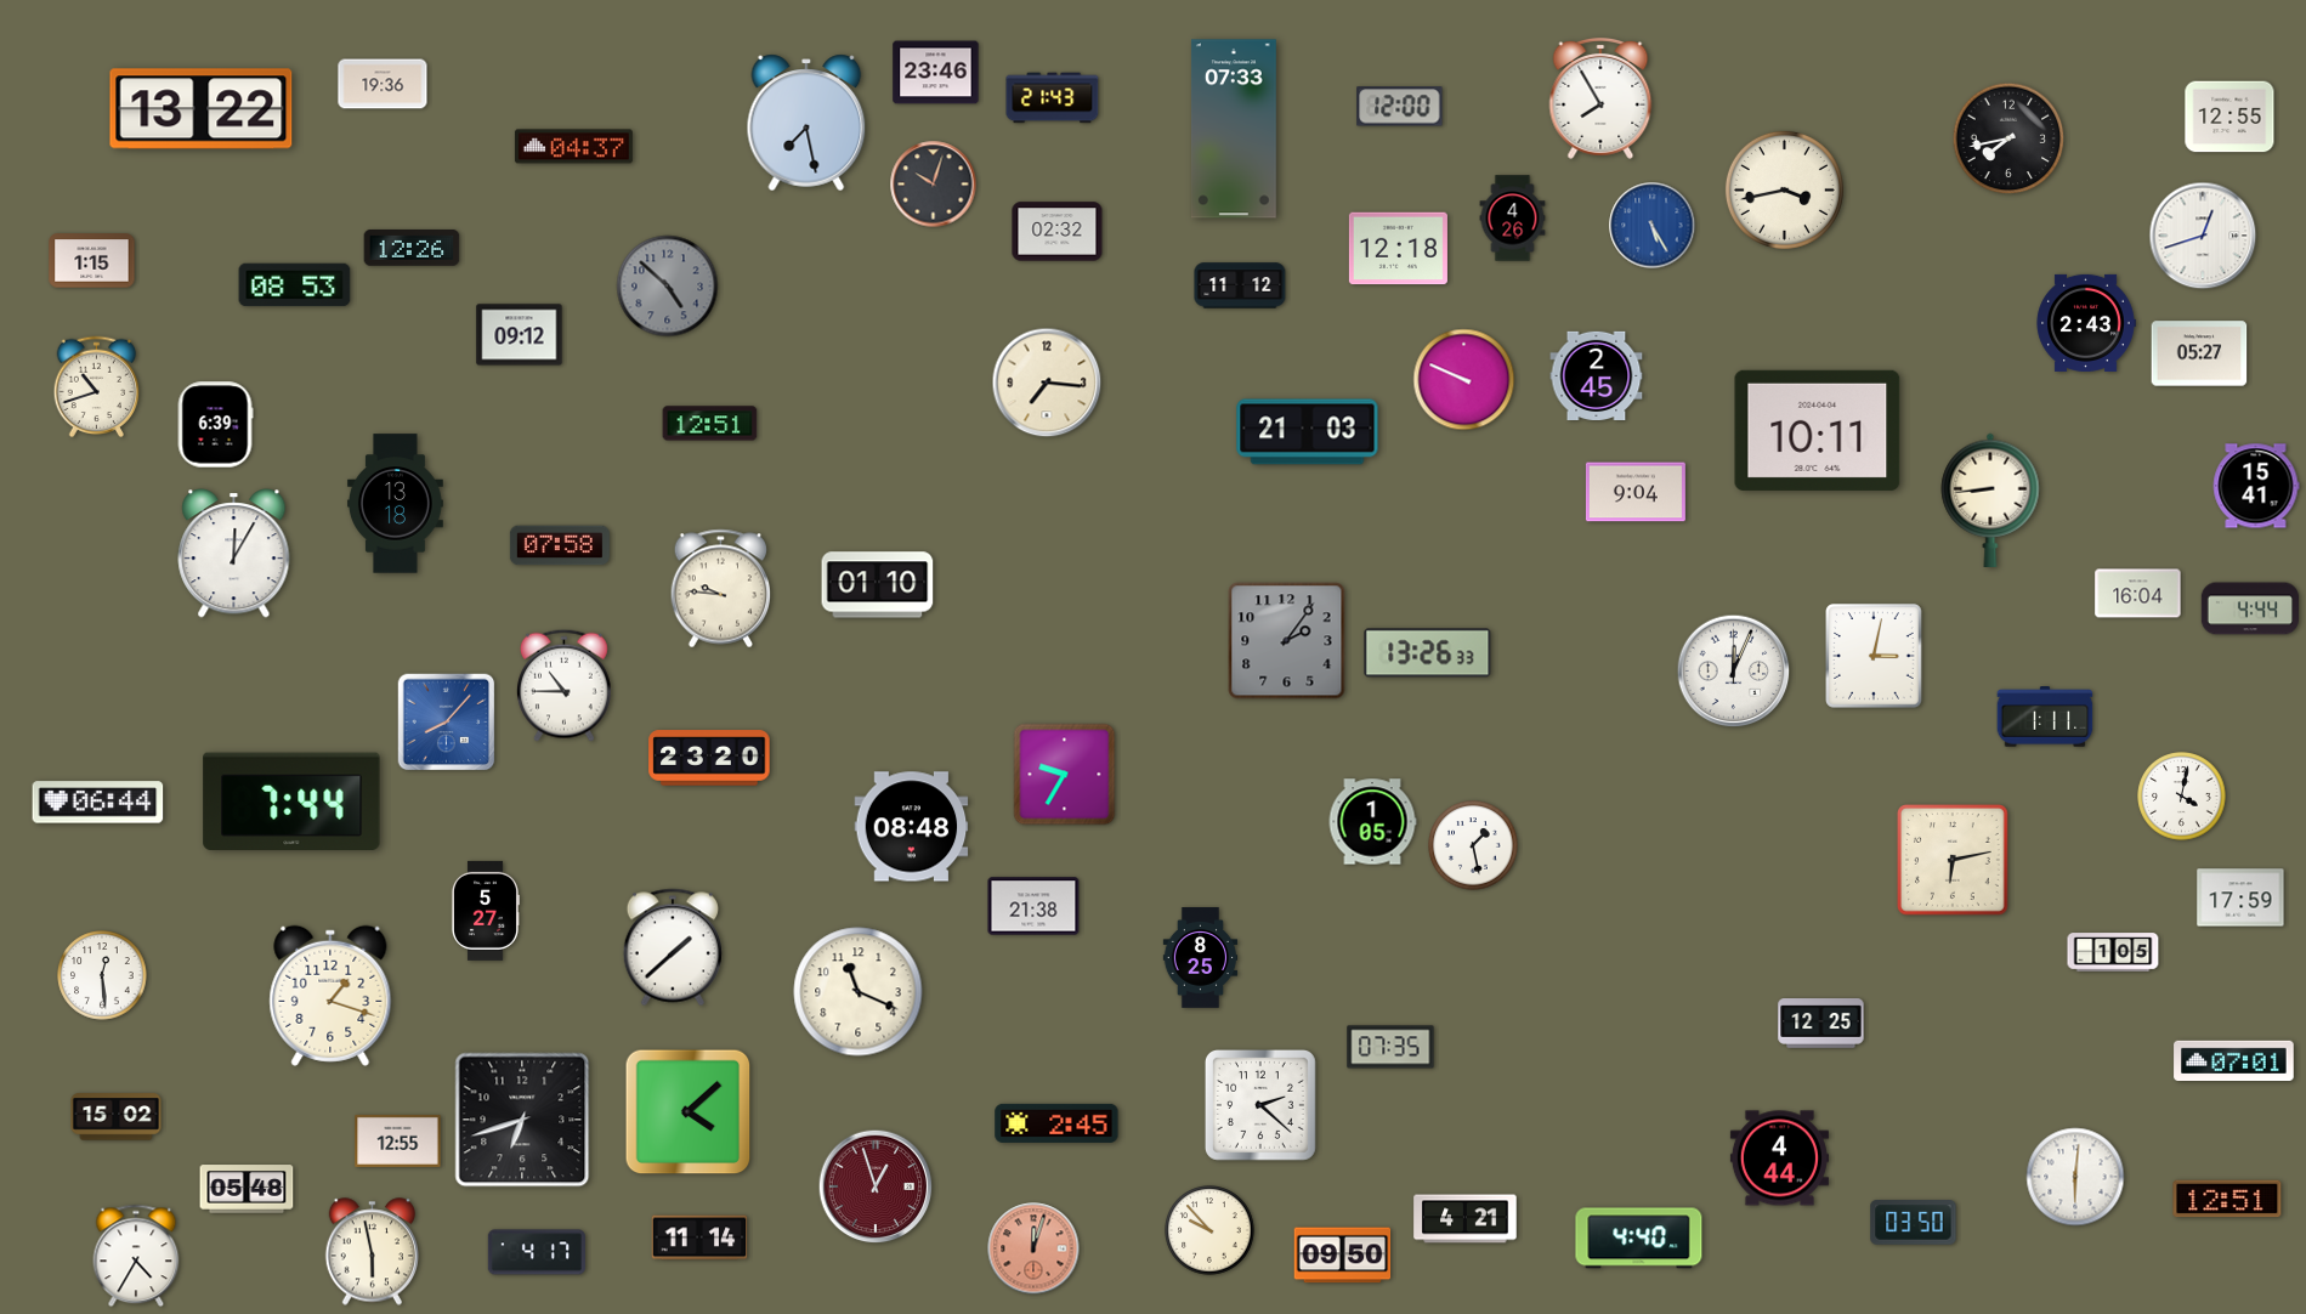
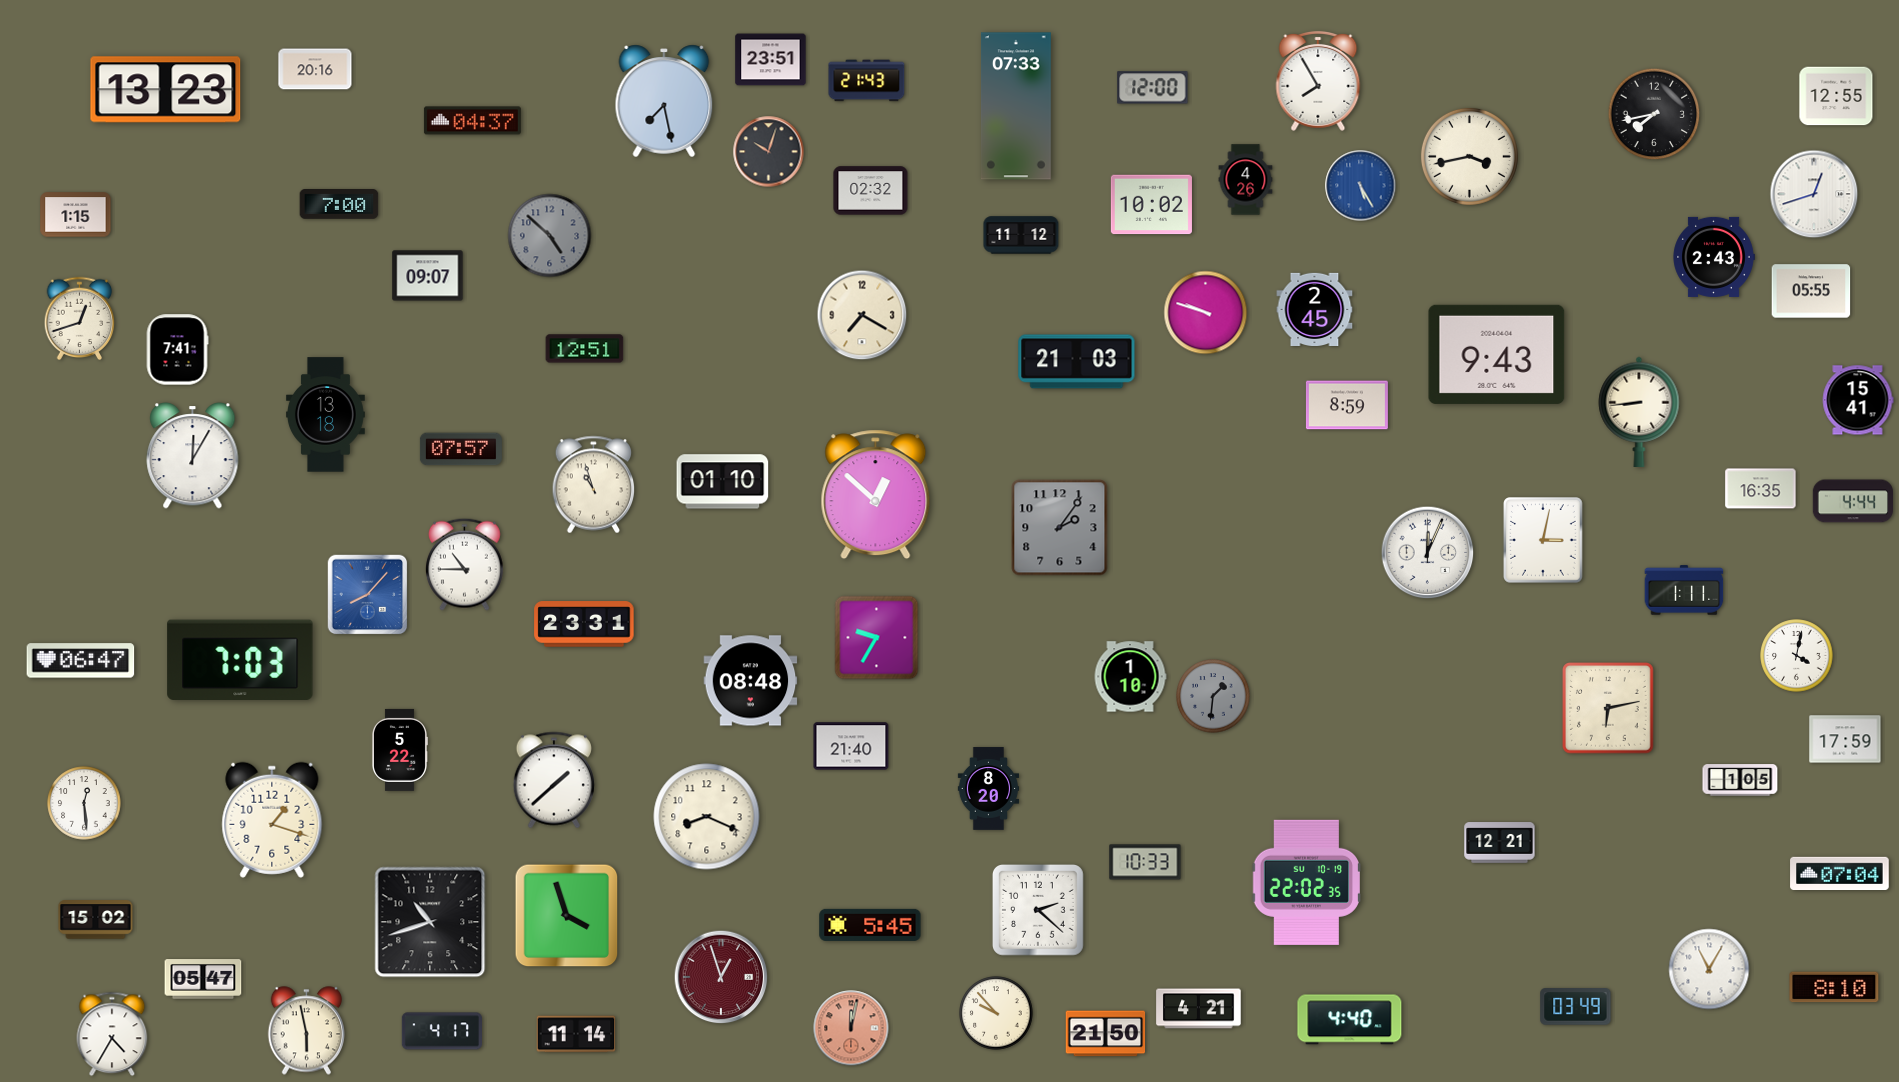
clock at (936, 73): 23:46 -> 23:51
clock at (383, 84): 19:36 -> 20:16
clock at (202, 109): 13:22 -> 13:23
clock at (412, 249): 12:26 -> 7:00
clock at (1398, 249): 12:18 -> 10:02
clock at (295, 285): 08:53 -> none
clock at (2086, 323) position: (2086, 323) -> (1714, 257)
clock at (520, 335): 09:12 -> 09:07
clock at (2199, 353): 05:27 -> 05:55
clock at (1464, 380): 9:49 -> 9:48
clock at (1047, 383): 7:16 -> 7:20
clock at (97, 387): 10:42 -> 12:42
clock at (215, 425): 6:39 -> 7:41
clock at (1818, 430): 10:11 -> 9:43
clock at (1308, 432) position: (1308, 432) -> (1077, 362)
clock at (1636, 492): 9:04 -> 8:59
clock at (560, 545): 07:58 -> 07:57
clock at (721, 589): 9:46 -> 10:57
clock at (2138, 594): 16:04 -> 16:35
clock at (876, 495): none -> 12:52
clock at (1428, 653): 13:26 -> none
clock at (709, 758): 23:20 -> 23:31
clock at (291, 800): 7:44 -> 7:03
clock at (98, 803): 06:44 -> 06:47
clock at (1372, 822): 1:05 -> 1:10
clock at (1473, 845): 1:28 -> 1:31
clock at (1473, 845) dial: white -> grey
clock at (1033, 906): 21:38 -> 21:40
clock at (485, 911): 5:27 -> 5:22
clock at (2113, 952) position: (2113, 952) -> (1740, 780)
clock at (1201, 958): 8:25 -> 8:20
clock at (859, 992): 11:19 -> 8:19
clock at (1821, 1024): 12:25 -> 12:21
clock at (1390, 1047): 07:35 -> 10:33
clock at (2234, 1061): 07:01 -> 07:04
clock at (1306, 882): none -> 22:02
clock at (689, 1112): 4:08 -> 3:57
clock at (522, 1120): 6:42 -> 10:42
clock at (1056, 1123): 2:45 -> 5:45
clock at (398, 1140): 12:55 -> none
clock at (1779, 1159): 4:44 -> none
clock at (2075, 1177): 6:01 -> 11:05
clock at (247, 1189): 05:48 -> 05:47
clock at (2227, 1199): 12:51 -> 8:10
clock at (1466, 1219) position: (1466, 1219) -> (1199, 1009)
clock at (1914, 1223): 03:50 -> 03:49
clock at (699, 1237) position: (699, 1237) -> (576, 1034)
clock at (1033, 1248): 12:03 -> 12:02
clock at (1343, 1256): 09:50 -> 21:50
